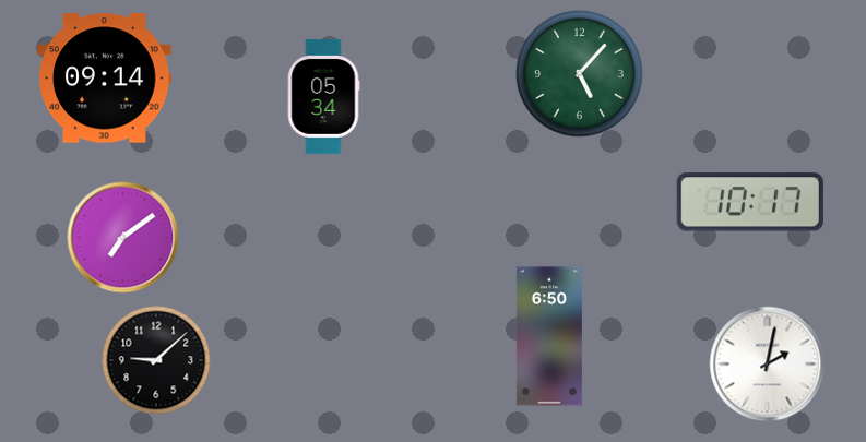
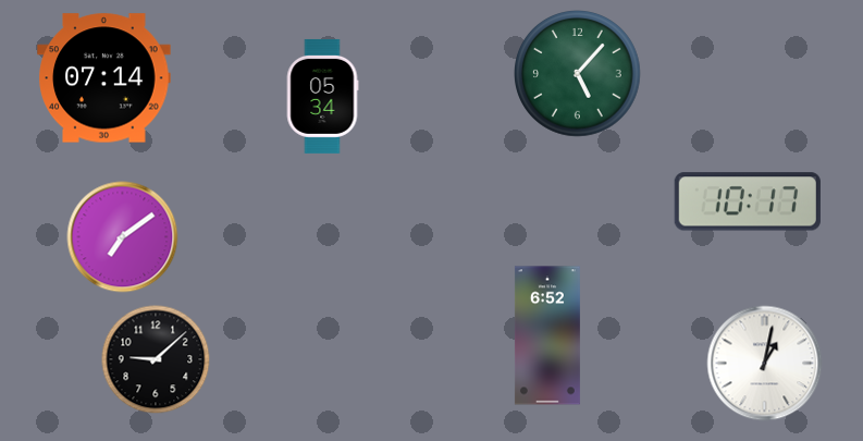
clock at (105, 79): 09:14 -> 07:14
clock at (549, 336): 6:50 -> 6:52
clock at (768, 365): 2:02 -> 1:02
